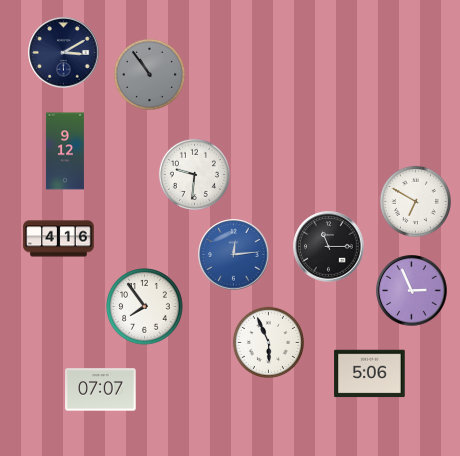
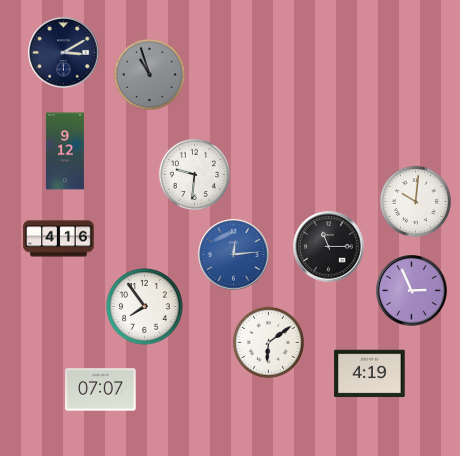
clock at (149, 74): 10:54 -> 10:57
clock at (415, 201): 6:50 -> 10:01
clock at (268, 342): 5:56 -> 6:09
clock at (370, 374): 5:06 -> 4:19
